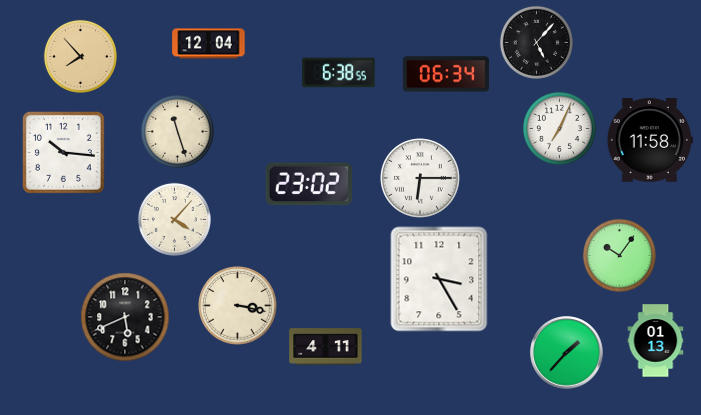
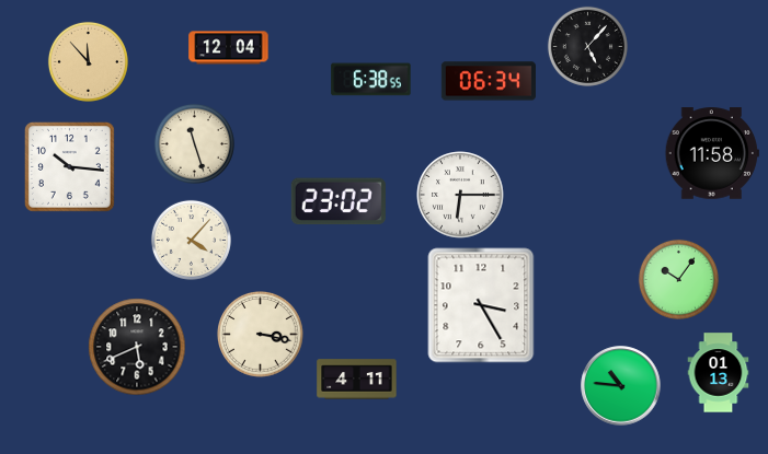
clock at (80, 56): 7:53 -> 11:53
clock at (559, 128): 7:04 -> none
clock at (567, 353): 1:37 -> 10:46
